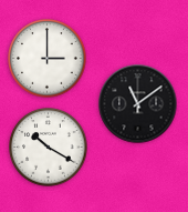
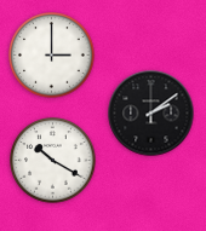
clock at (48, 59) position: (48, 59) -> (52, 56)
clock at (138, 104): 11:09 -> 2:09
